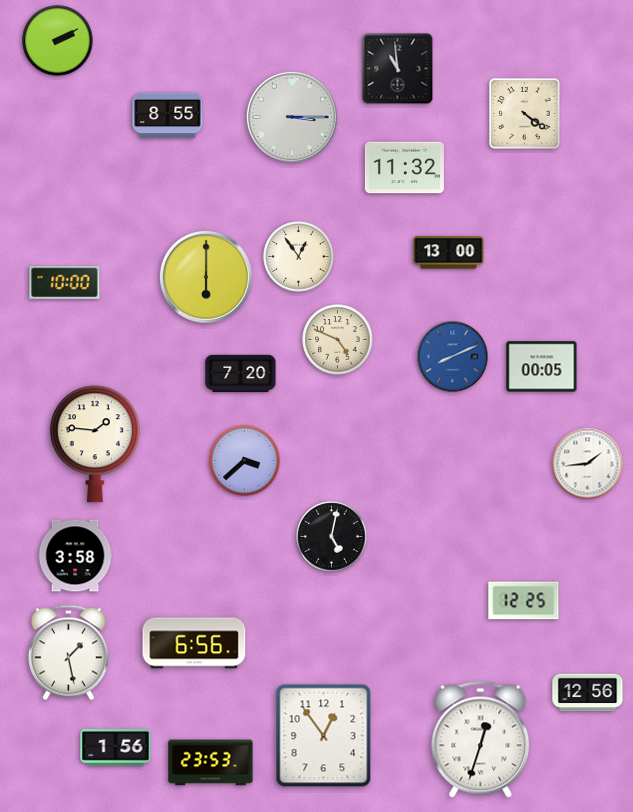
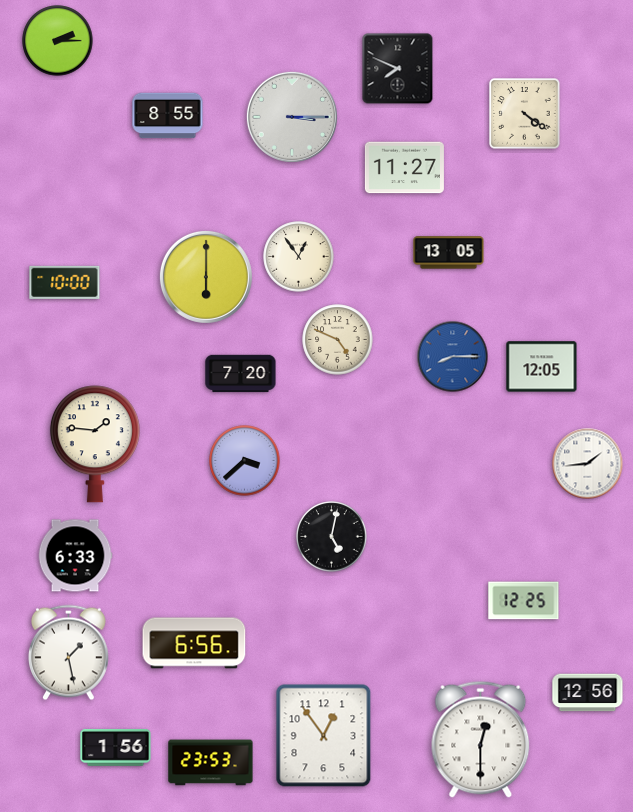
clock at (58, 41): 2:10 -> 2:15
clock at (398, 69): 10:59 -> 7:49
clock at (404, 168): 11:32 -> 11:27
clock at (449, 253): 13:00 -> 13:05
clock at (453, 357): 8:11 -> 8:15
clock at (542, 367): 00:05 -> 12:05
clock at (75, 556): 3:58 -> 6:33
clock at (481, 739): 12:33 -> 12:30
